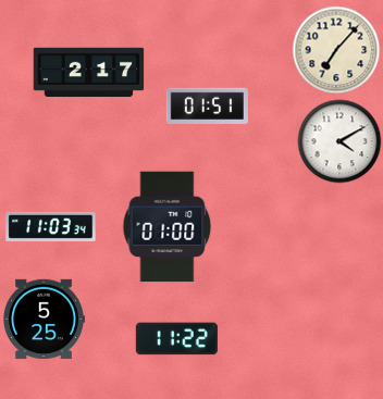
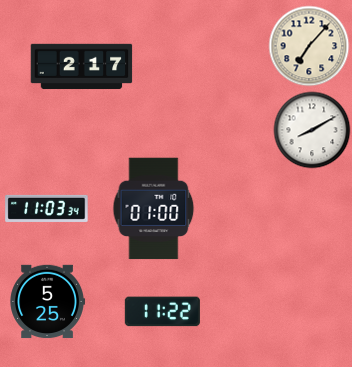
clock at (207, 105): 01:51 -> none
clock at (339, 141): 4:10 -> 8:10
clock at (44, 320) position: (44, 320) -> (47, 302)
